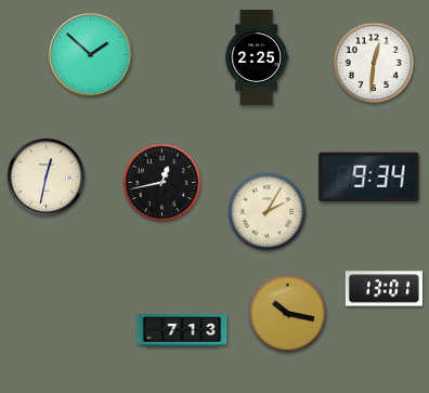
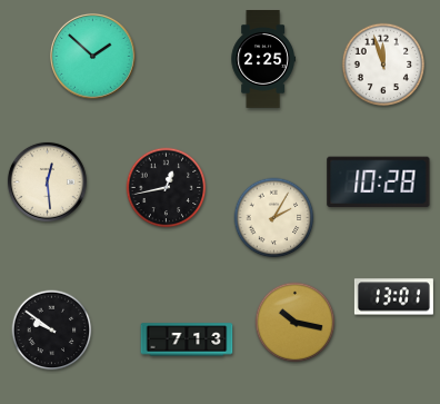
clock at (374, 63): 12:31 -> 11:57
clock at (45, 176): 12:32 -> 12:29
clock at (369, 178): 9:34 -> 10:28
clock at (52, 331): none -> 9:51
